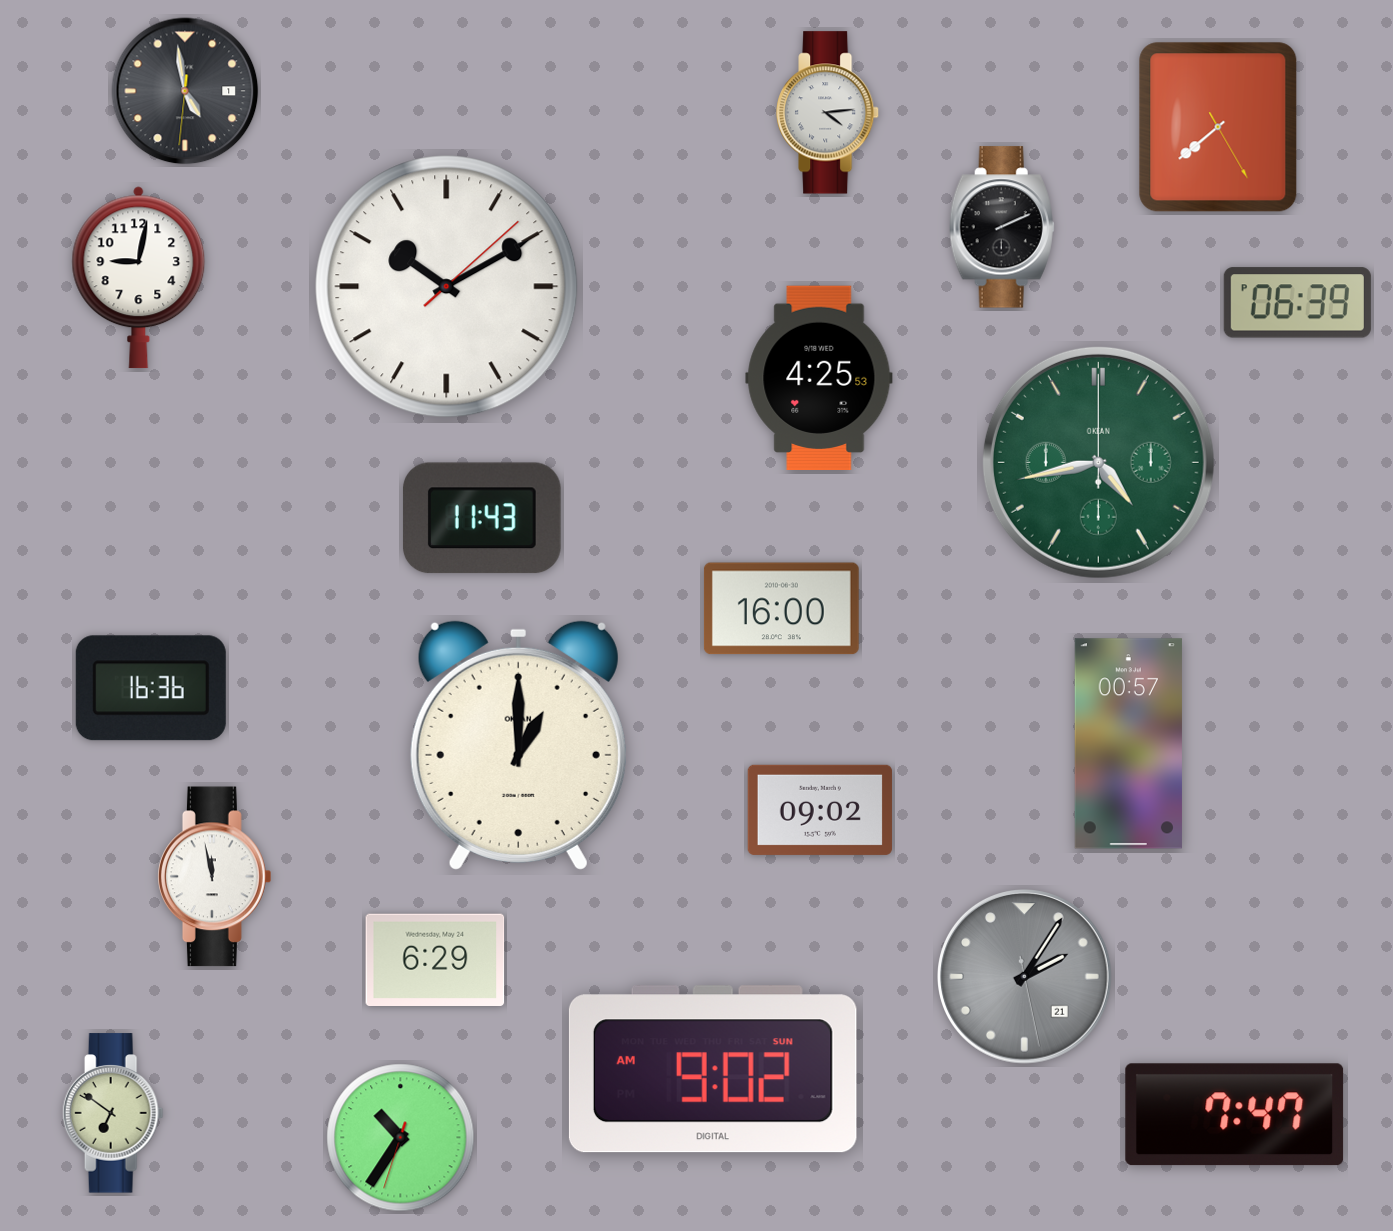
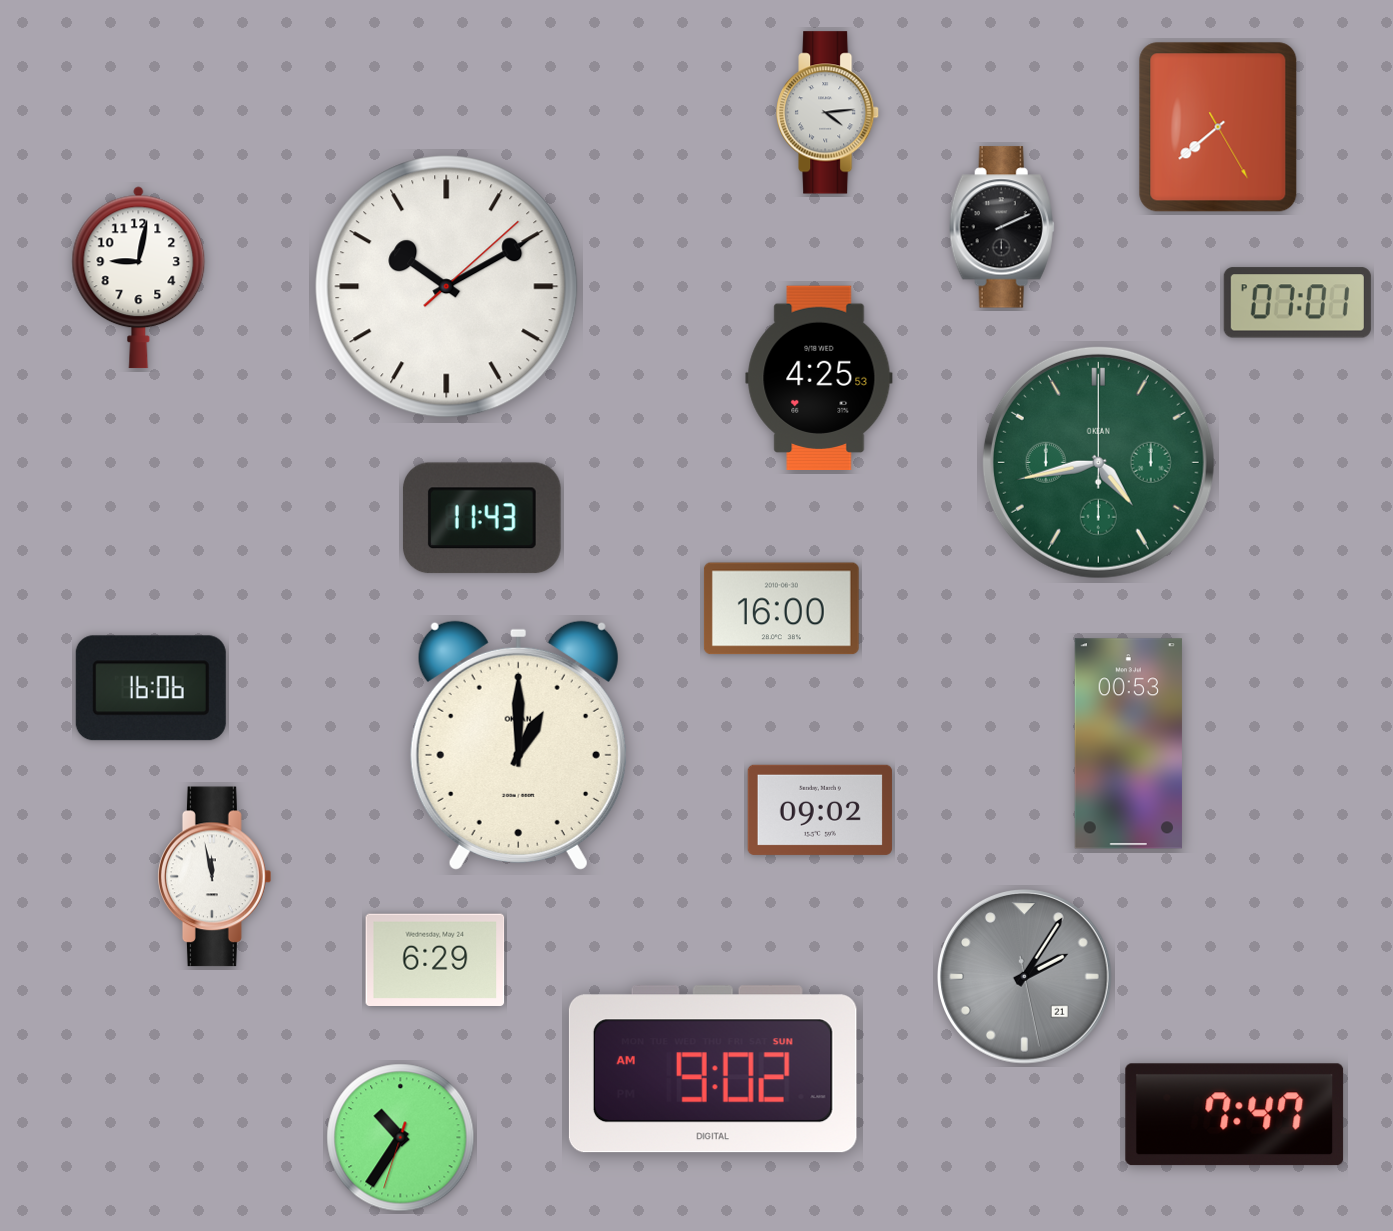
clock at (185, 91): 4:58 -> none
clock at (1297, 303): 06:39 -> 07:01
clock at (151, 688): 16:36 -> 16:06
clock at (1128, 744): 00:57 -> 00:53
clock at (113, 1113): 6:51 -> none
